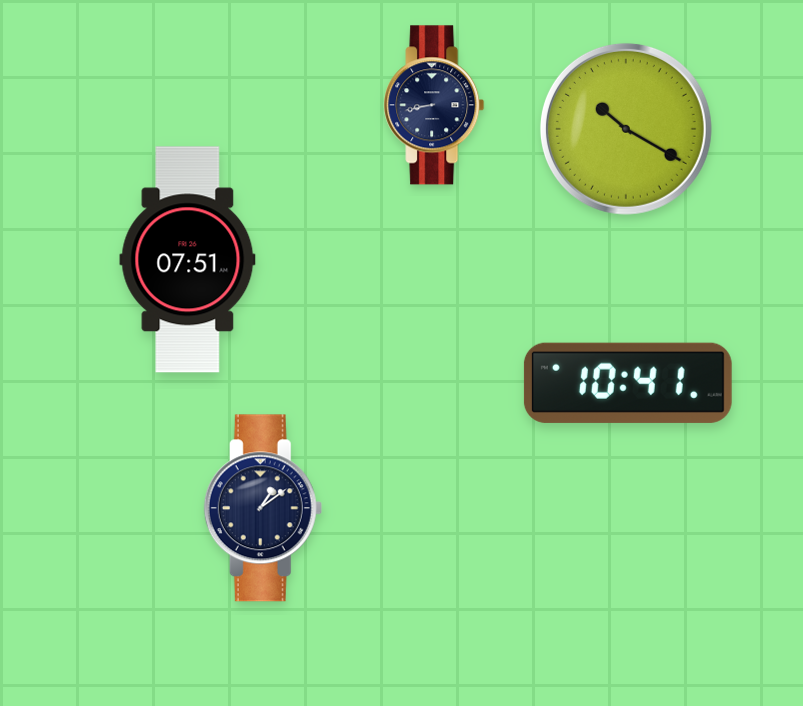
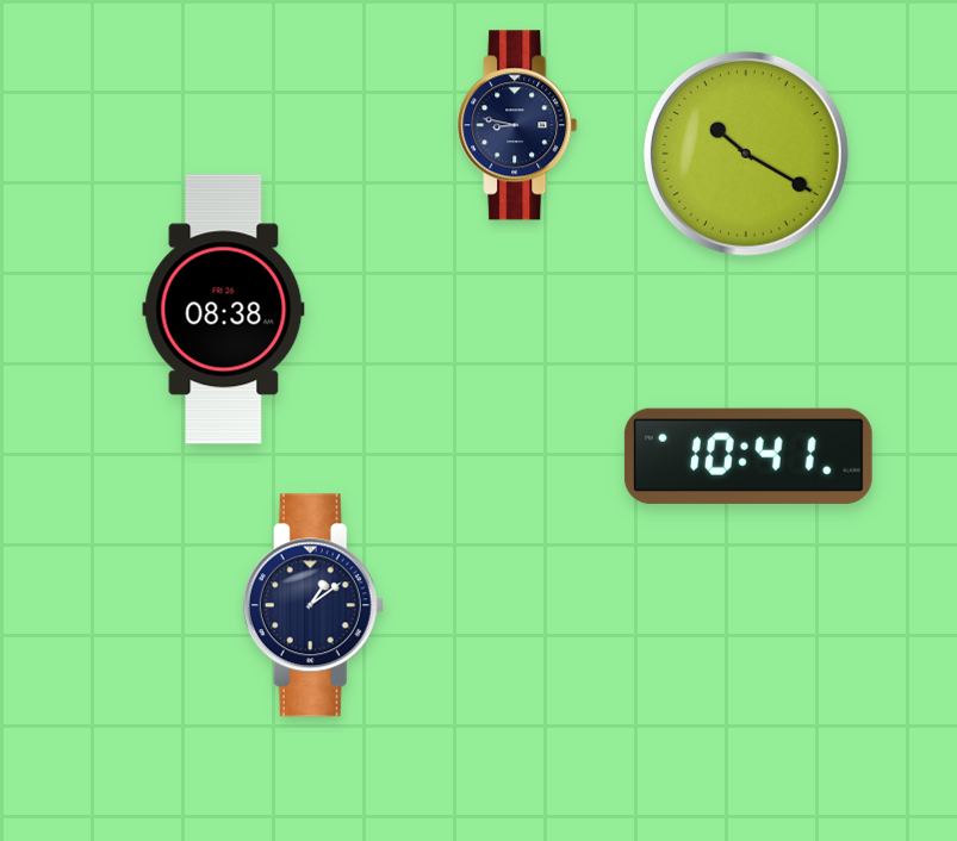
clock at (434, 105): 8:43 -> 8:47
clock at (188, 260): 07:51 -> 08:38
